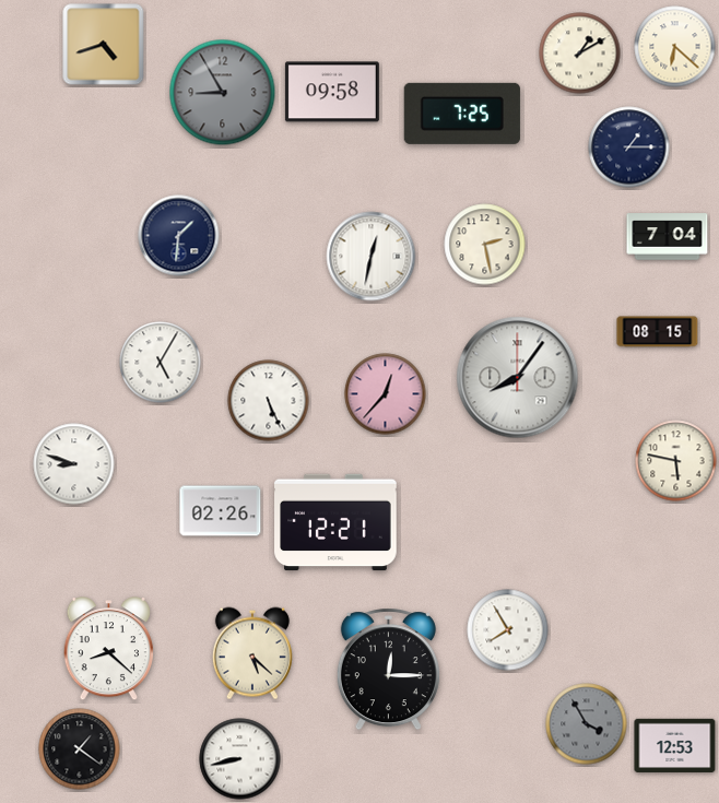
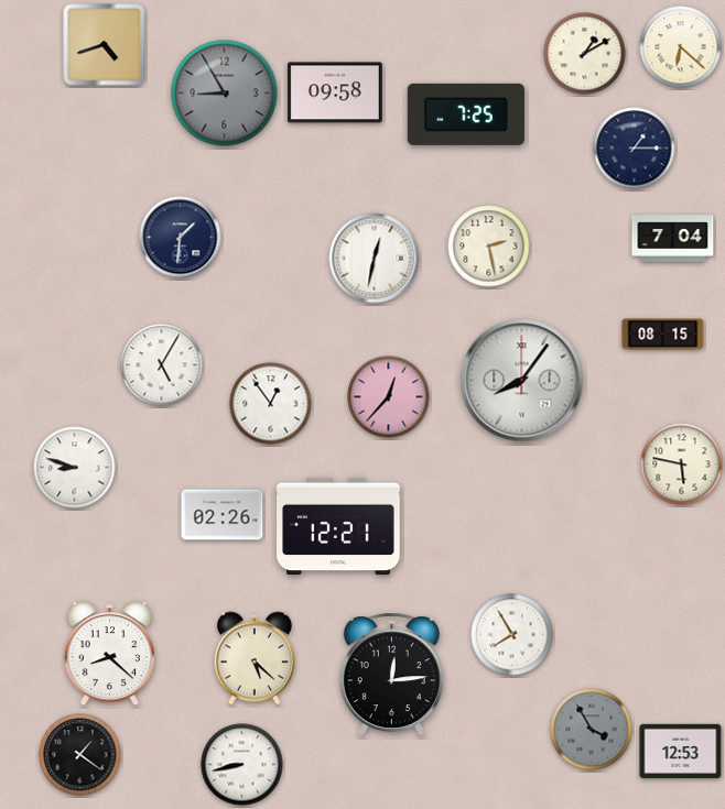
clock at (269, 401): 5:26 -> 12:54
clock at (388, 670): 12:15 -> 12:14
